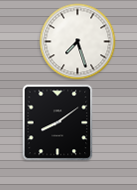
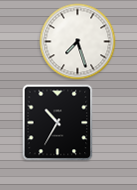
clock at (58, 123): 8:09 -> 10:35
